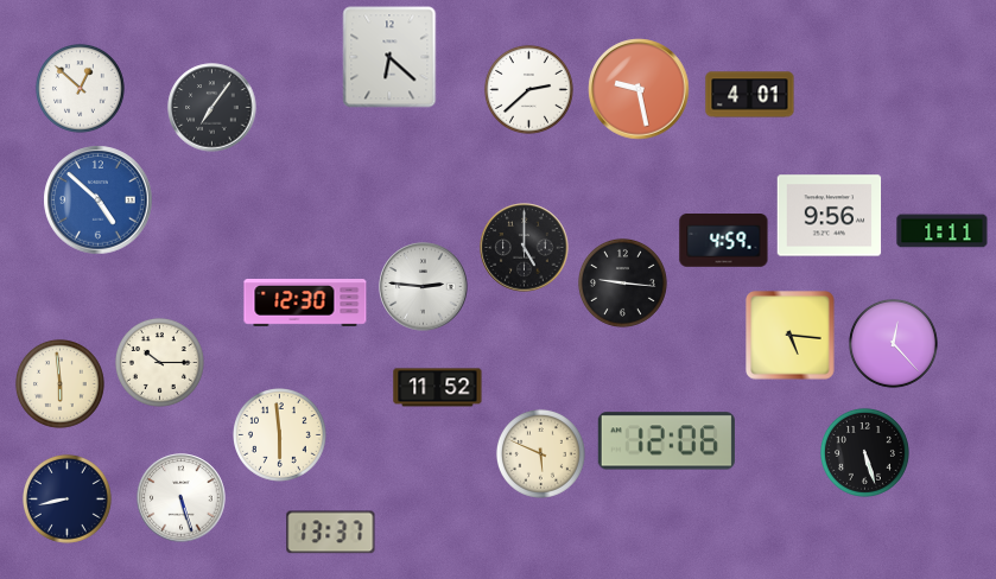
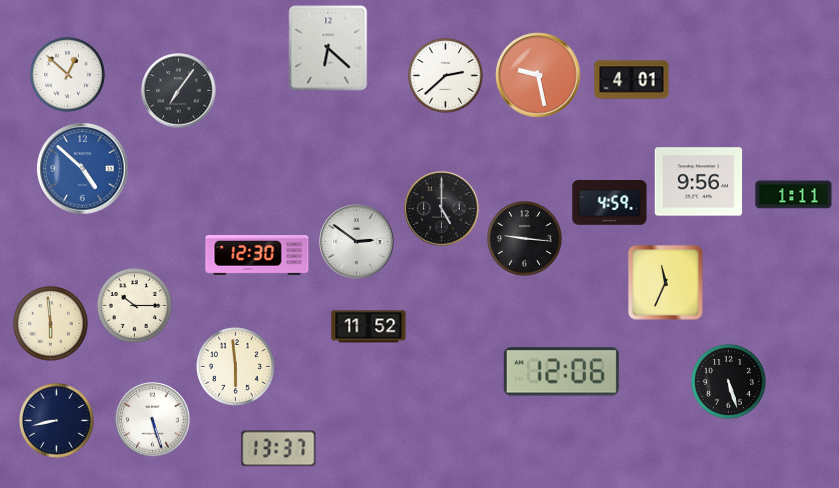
clock at (424, 287): 2:46 -> 2:51
clock at (791, 336): 5:16 -> 11:34
clock at (893, 343): 12:23 -> none
clock at (540, 453): 5:49 -> none
